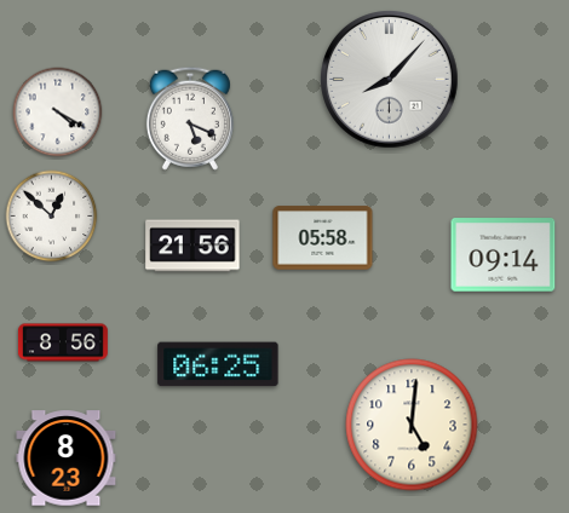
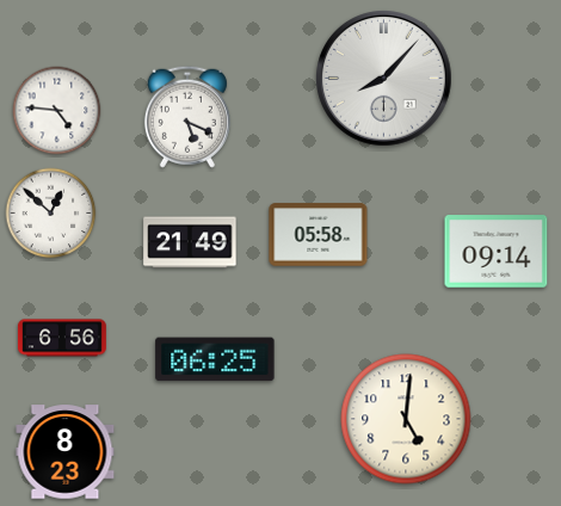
clock at (58, 113): 4:20 -> 4:46
clock at (192, 246): 21:56 -> 21:49
clock at (63, 342): 8:56 -> 6:56
